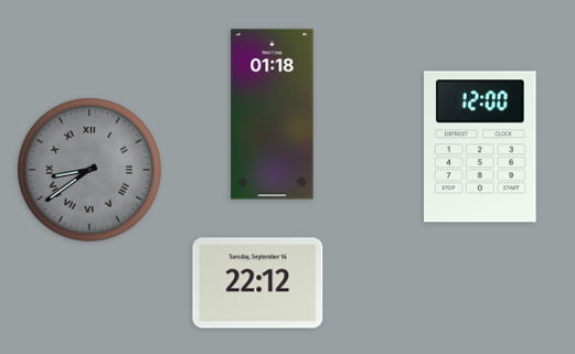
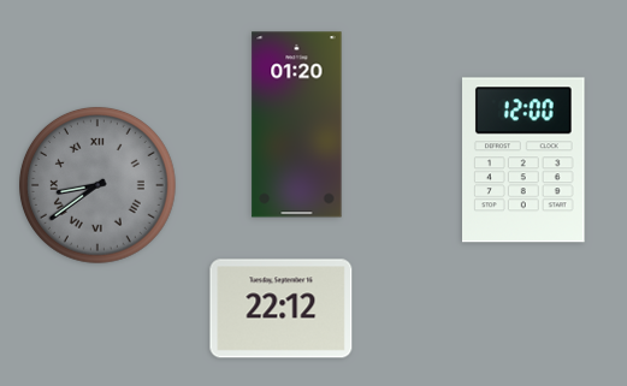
clock at (273, 115): 01:18 -> 01:20
